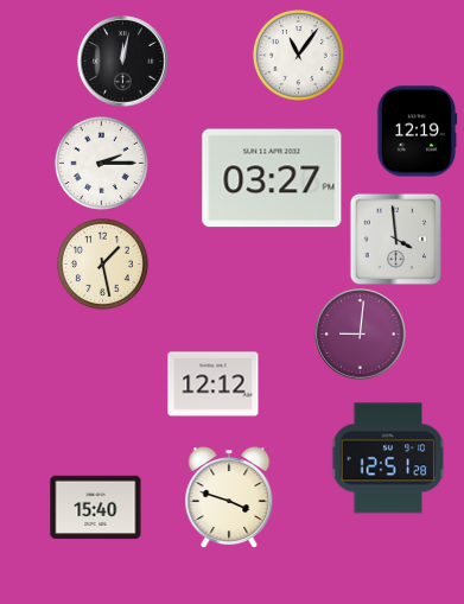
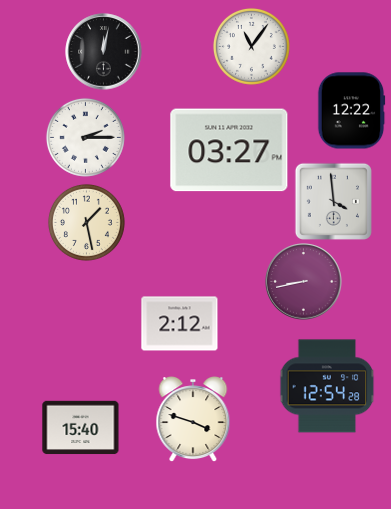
clock at (417, 132): 12:19 -> 12:22
clock at (361, 335): 9:01 -> 8:43
clock at (214, 384): 12:12 -> 2:12
clock at (388, 458): 12:51 -> 12:54
